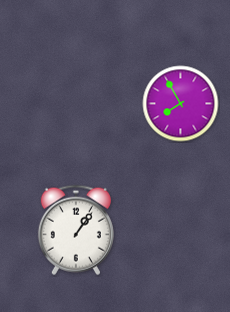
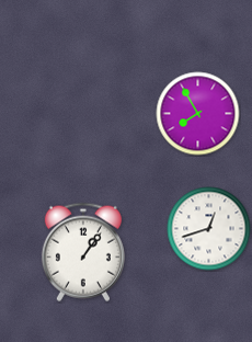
clock at (209, 229): none -> 12:42
